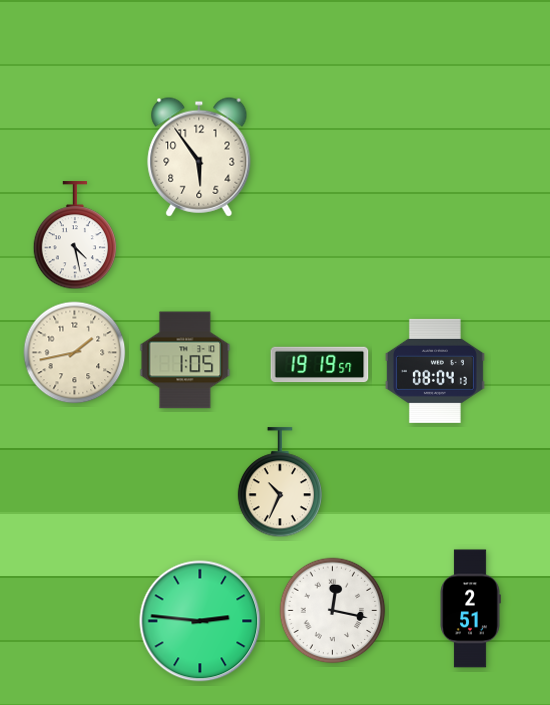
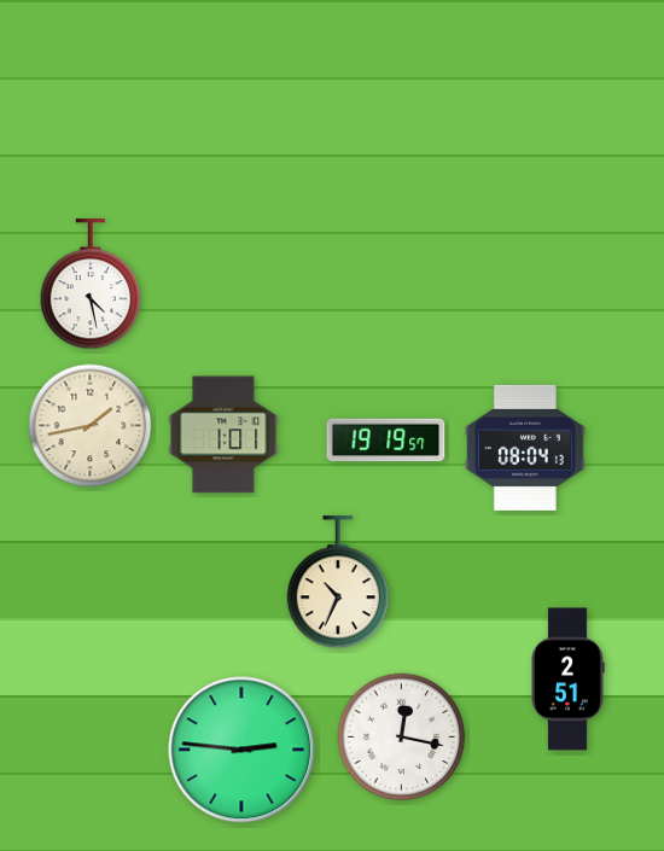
clock at (199, 157): 5:54 -> none
clock at (185, 360): 1:05 -> 1:01
clock at (470, 609) position: (470, 609) -> (567, 680)
